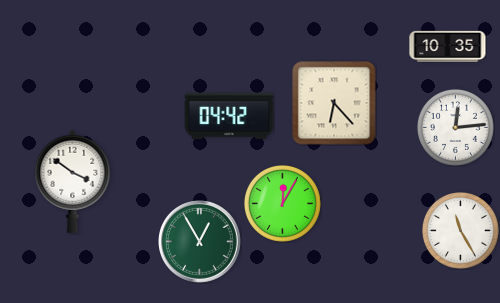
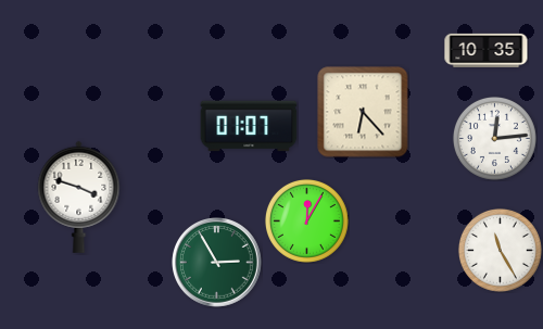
clock at (229, 116): 04:42 -> 01:07
clock at (73, 181): 3:51 -> 3:48
clock at (200, 242): 12:55 -> 2:55
